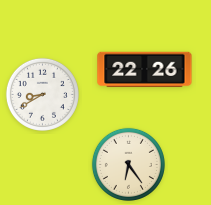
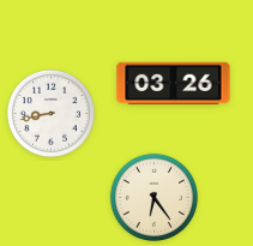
clock at (145, 70): 22:26 -> 03:26
clock at (42, 94): 8:40 -> 8:43
